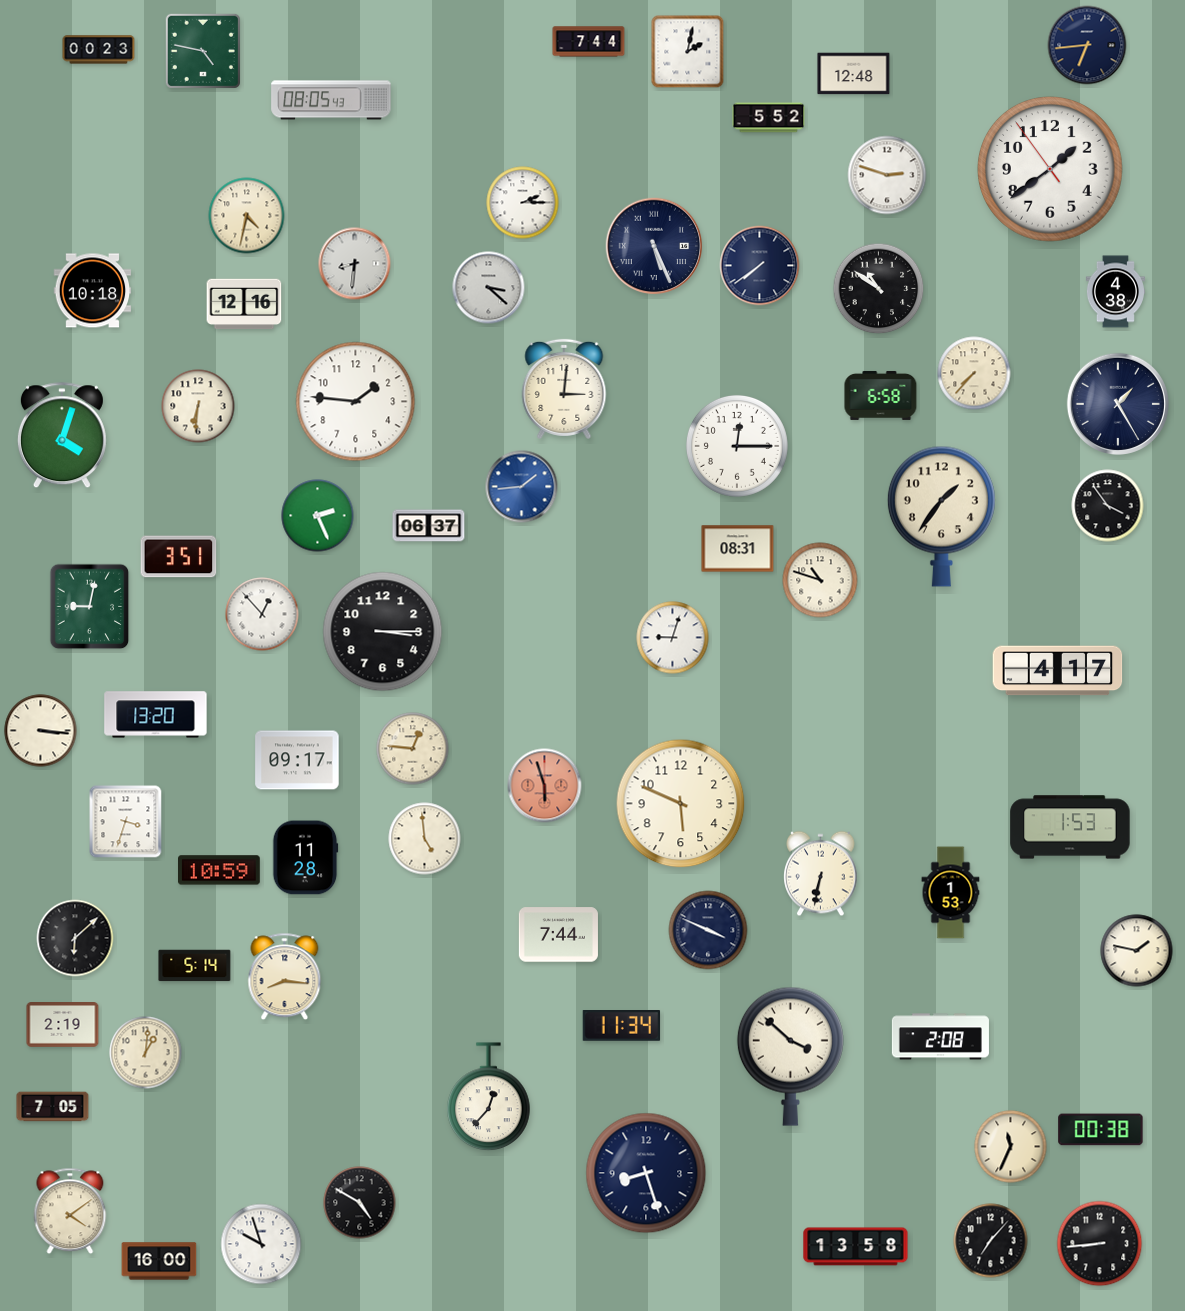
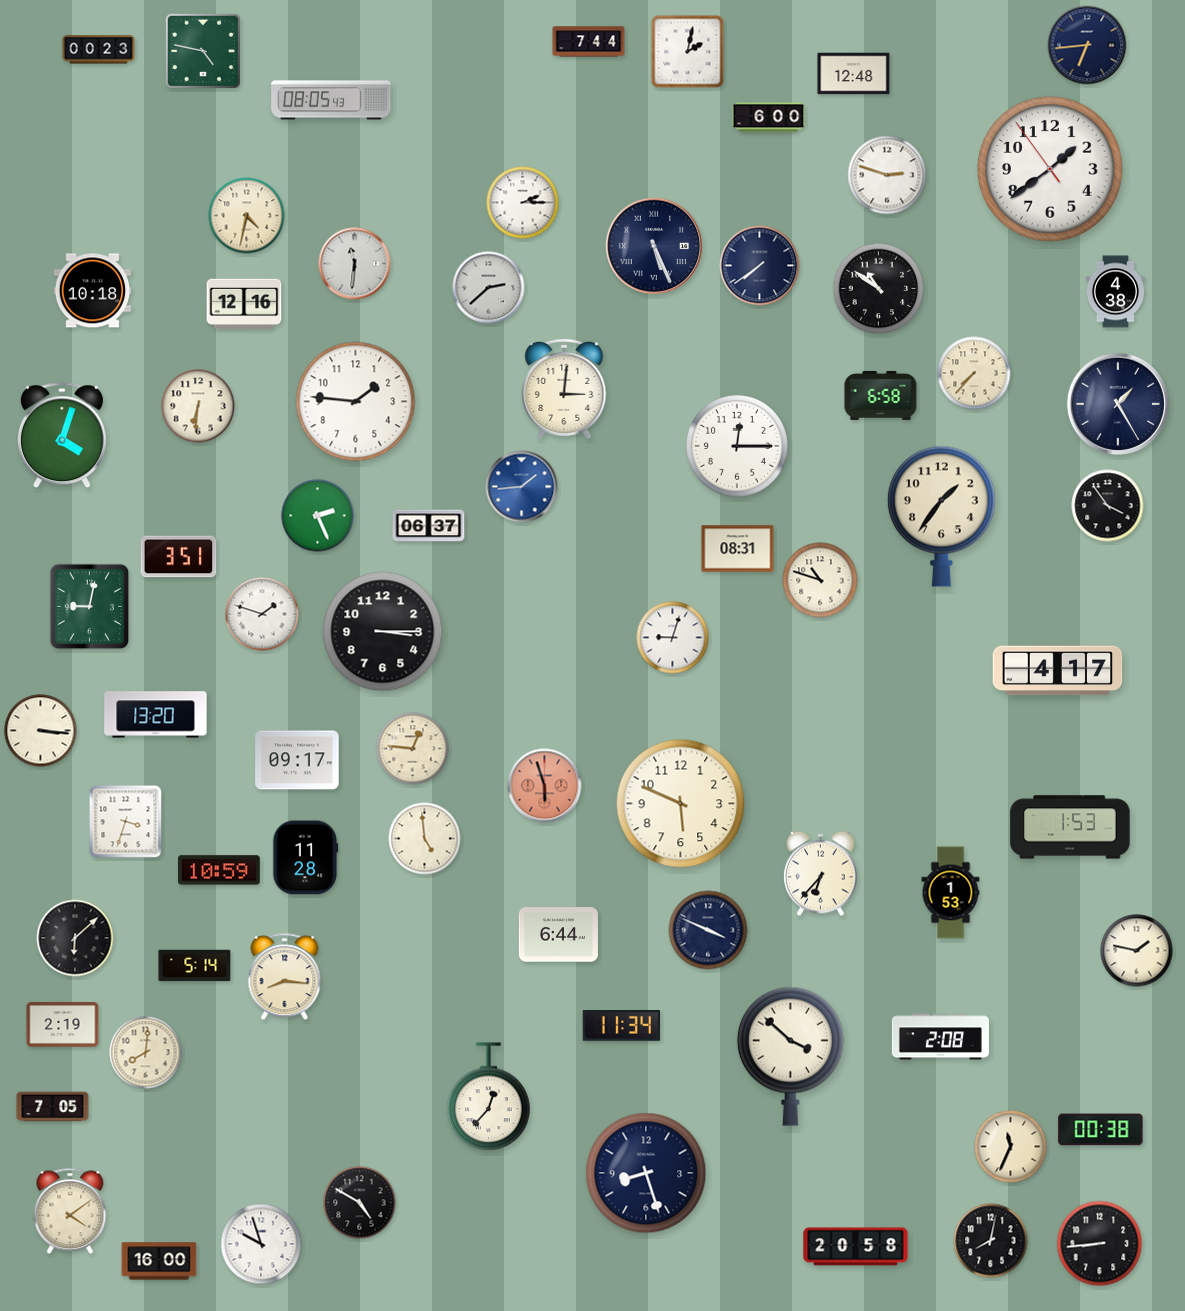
clock at (769, 118): 5:52 -> 6:00
clock at (355, 264): 8:31 -> 11:31
clock at (489, 288): 3:22 -> 2:38
clock at (262, 614): 12:53 -> 1:48
clock at (821, 874): 6:32 -> 6:37
clock at (558, 935): 7:44 -> 6:44
clock at (146, 1053): 1:01 -> 8:01
clock at (991, 1241): 7:07 -> 8:02
clock at (856, 1247): 13:58 -> 20:58
